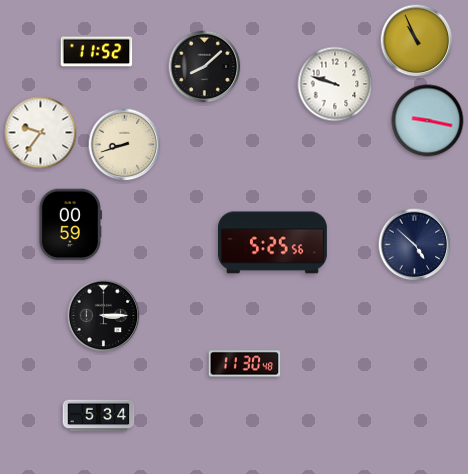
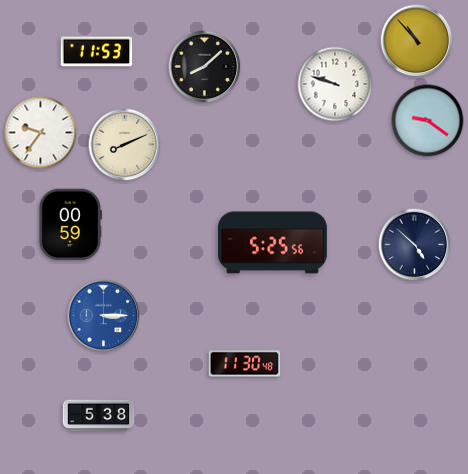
clock at (417, 41): 10:56 -> 10:53
clock at (97, 52): 11:52 -> 11:53
clock at (428, 121): 9:17 -> 9:21
clock at (125, 145): 8:42 -> 8:11
clock at (104, 316) dial: black -> blue
clock at (99, 416): 5:34 -> 5:38
